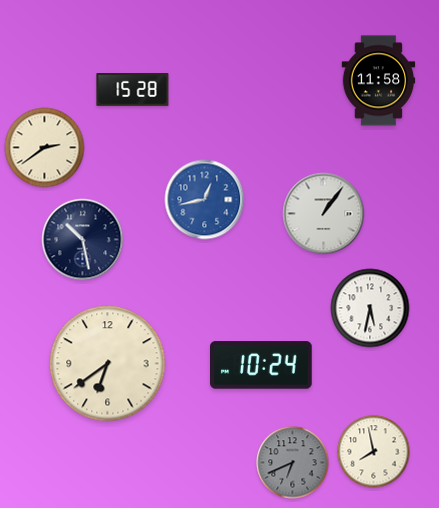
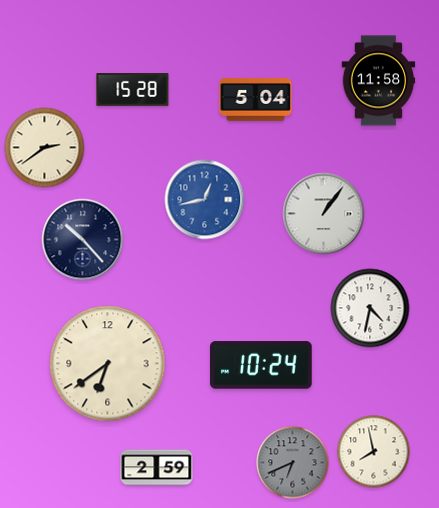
clock at (256, 100): none -> 5:04
clock at (83, 240): 10:28 -> 10:23
clock at (370, 308): 5:32 -> 4:32
clock at (157, 468): none -> 2:59
